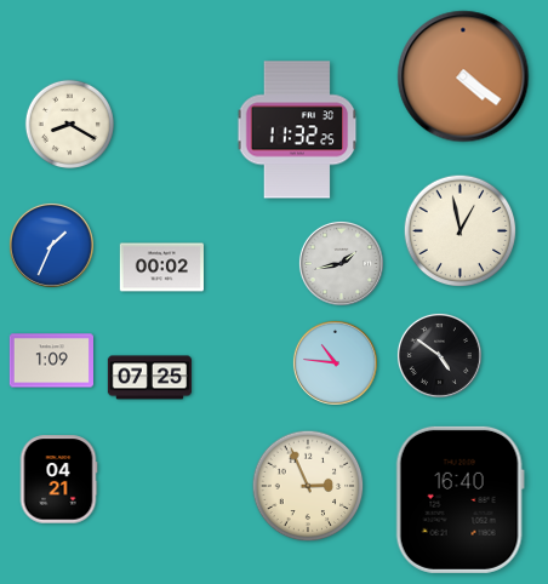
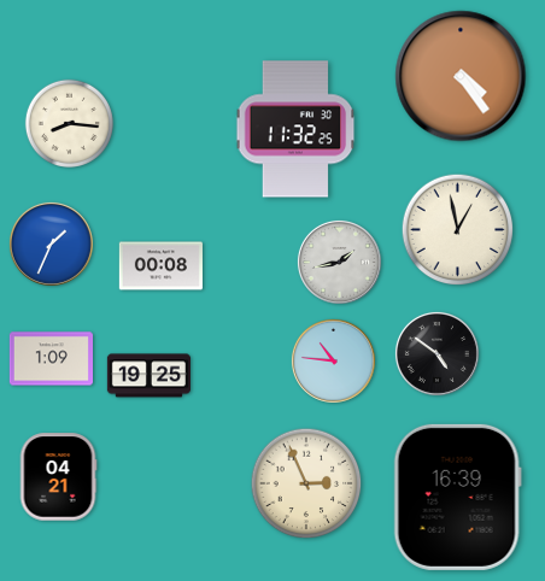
clock at (463, 76): 4:21 -> 4:24
clock at (69, 124): 8:20 -> 8:16
clock at (161, 268): 00:02 -> 00:08
clock at (149, 378): 07:25 -> 19:25
clock at (459, 499): 16:40 -> 16:39
